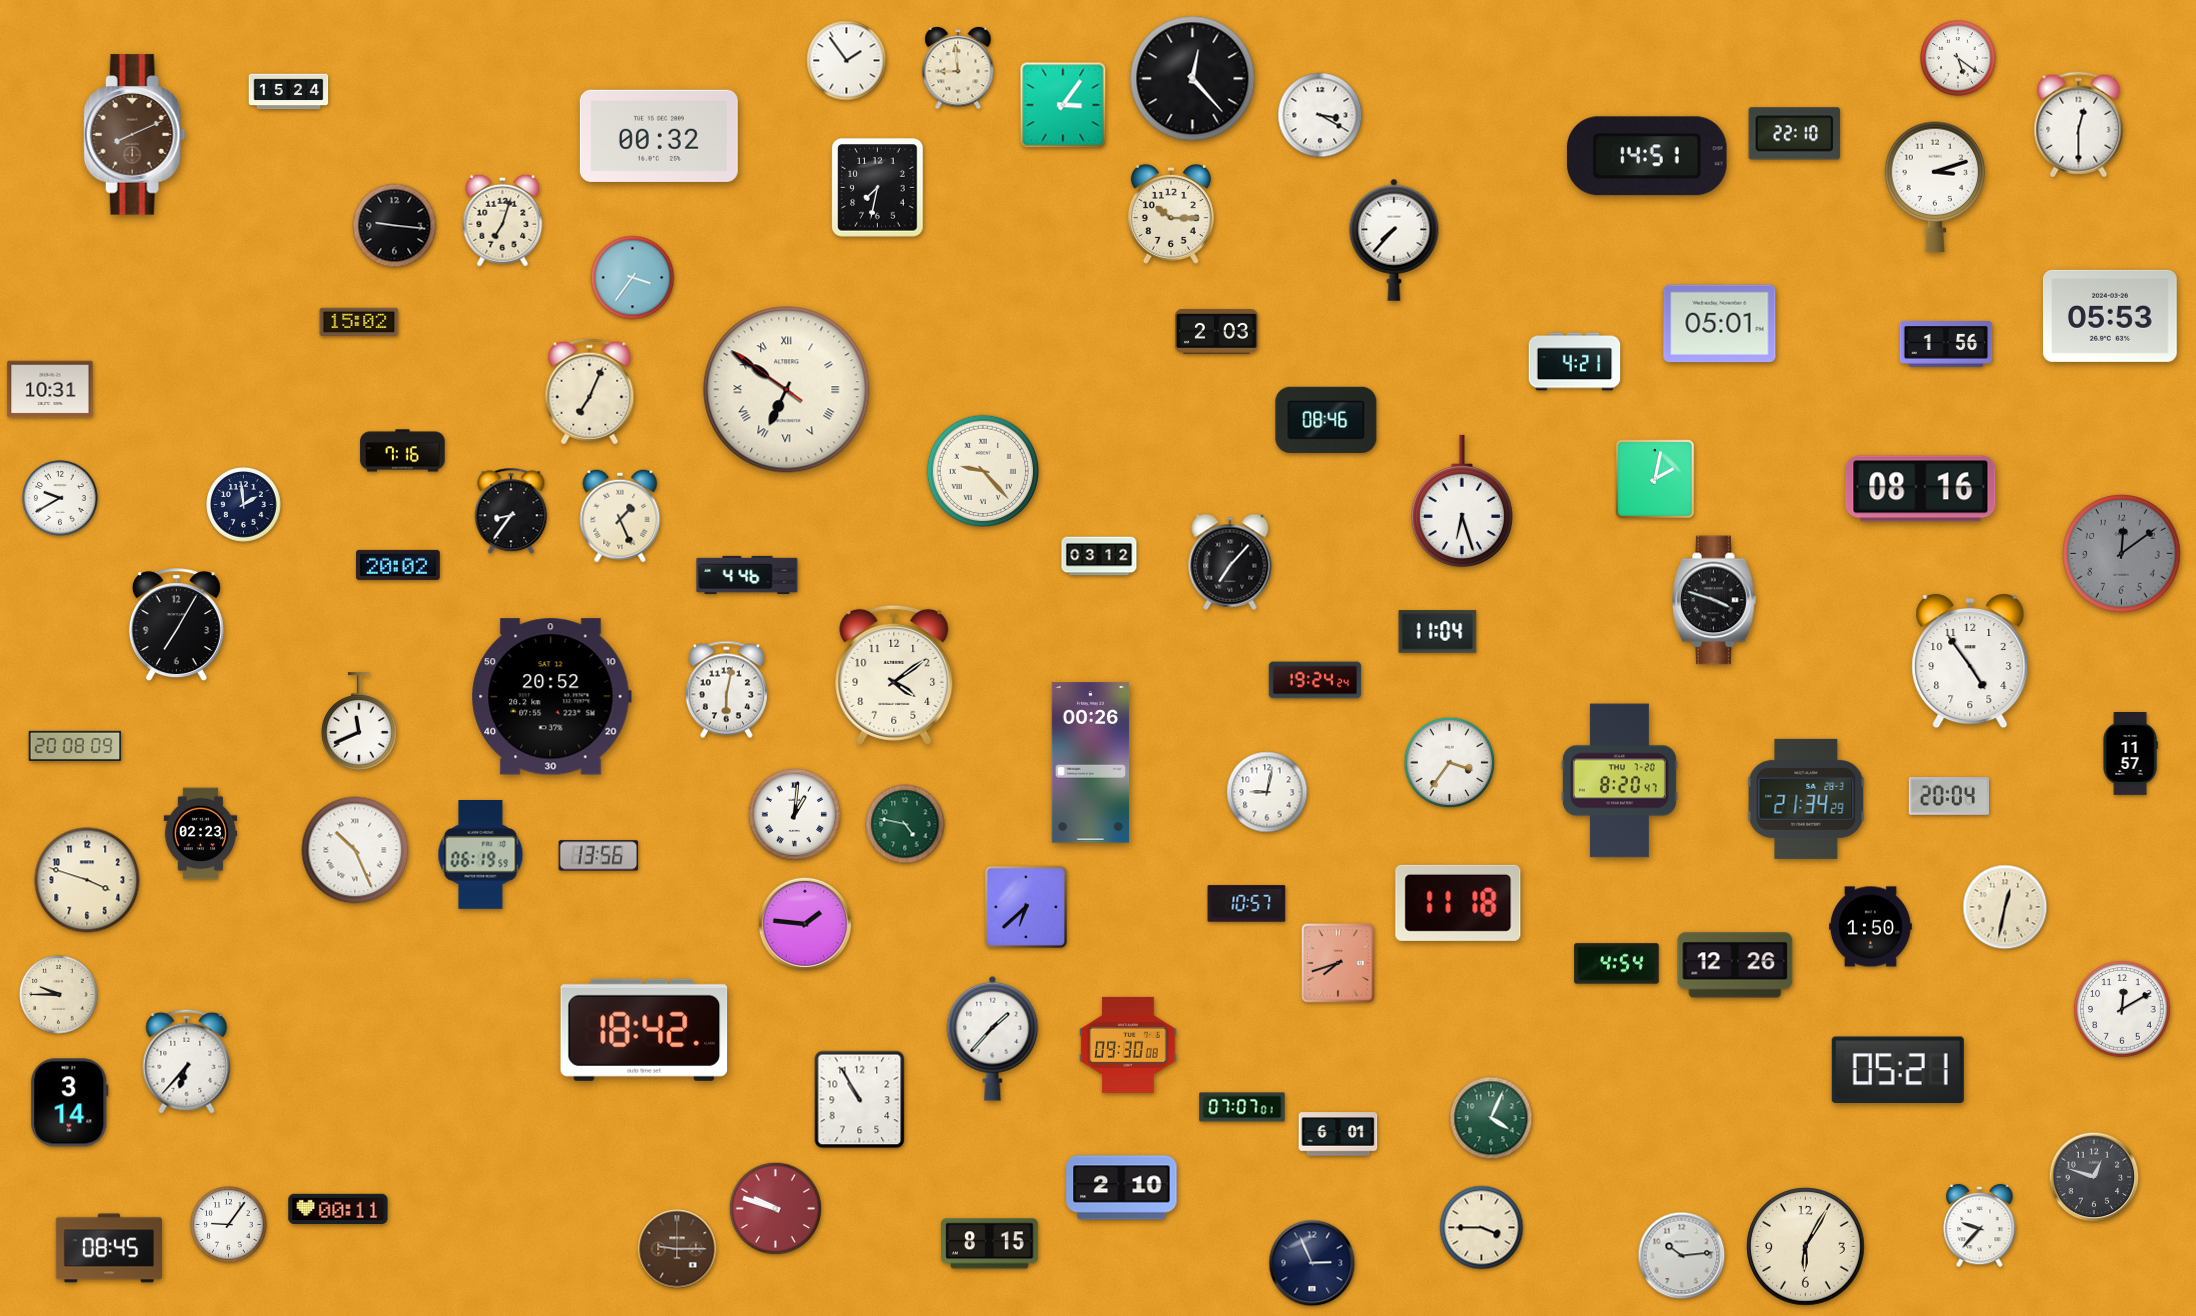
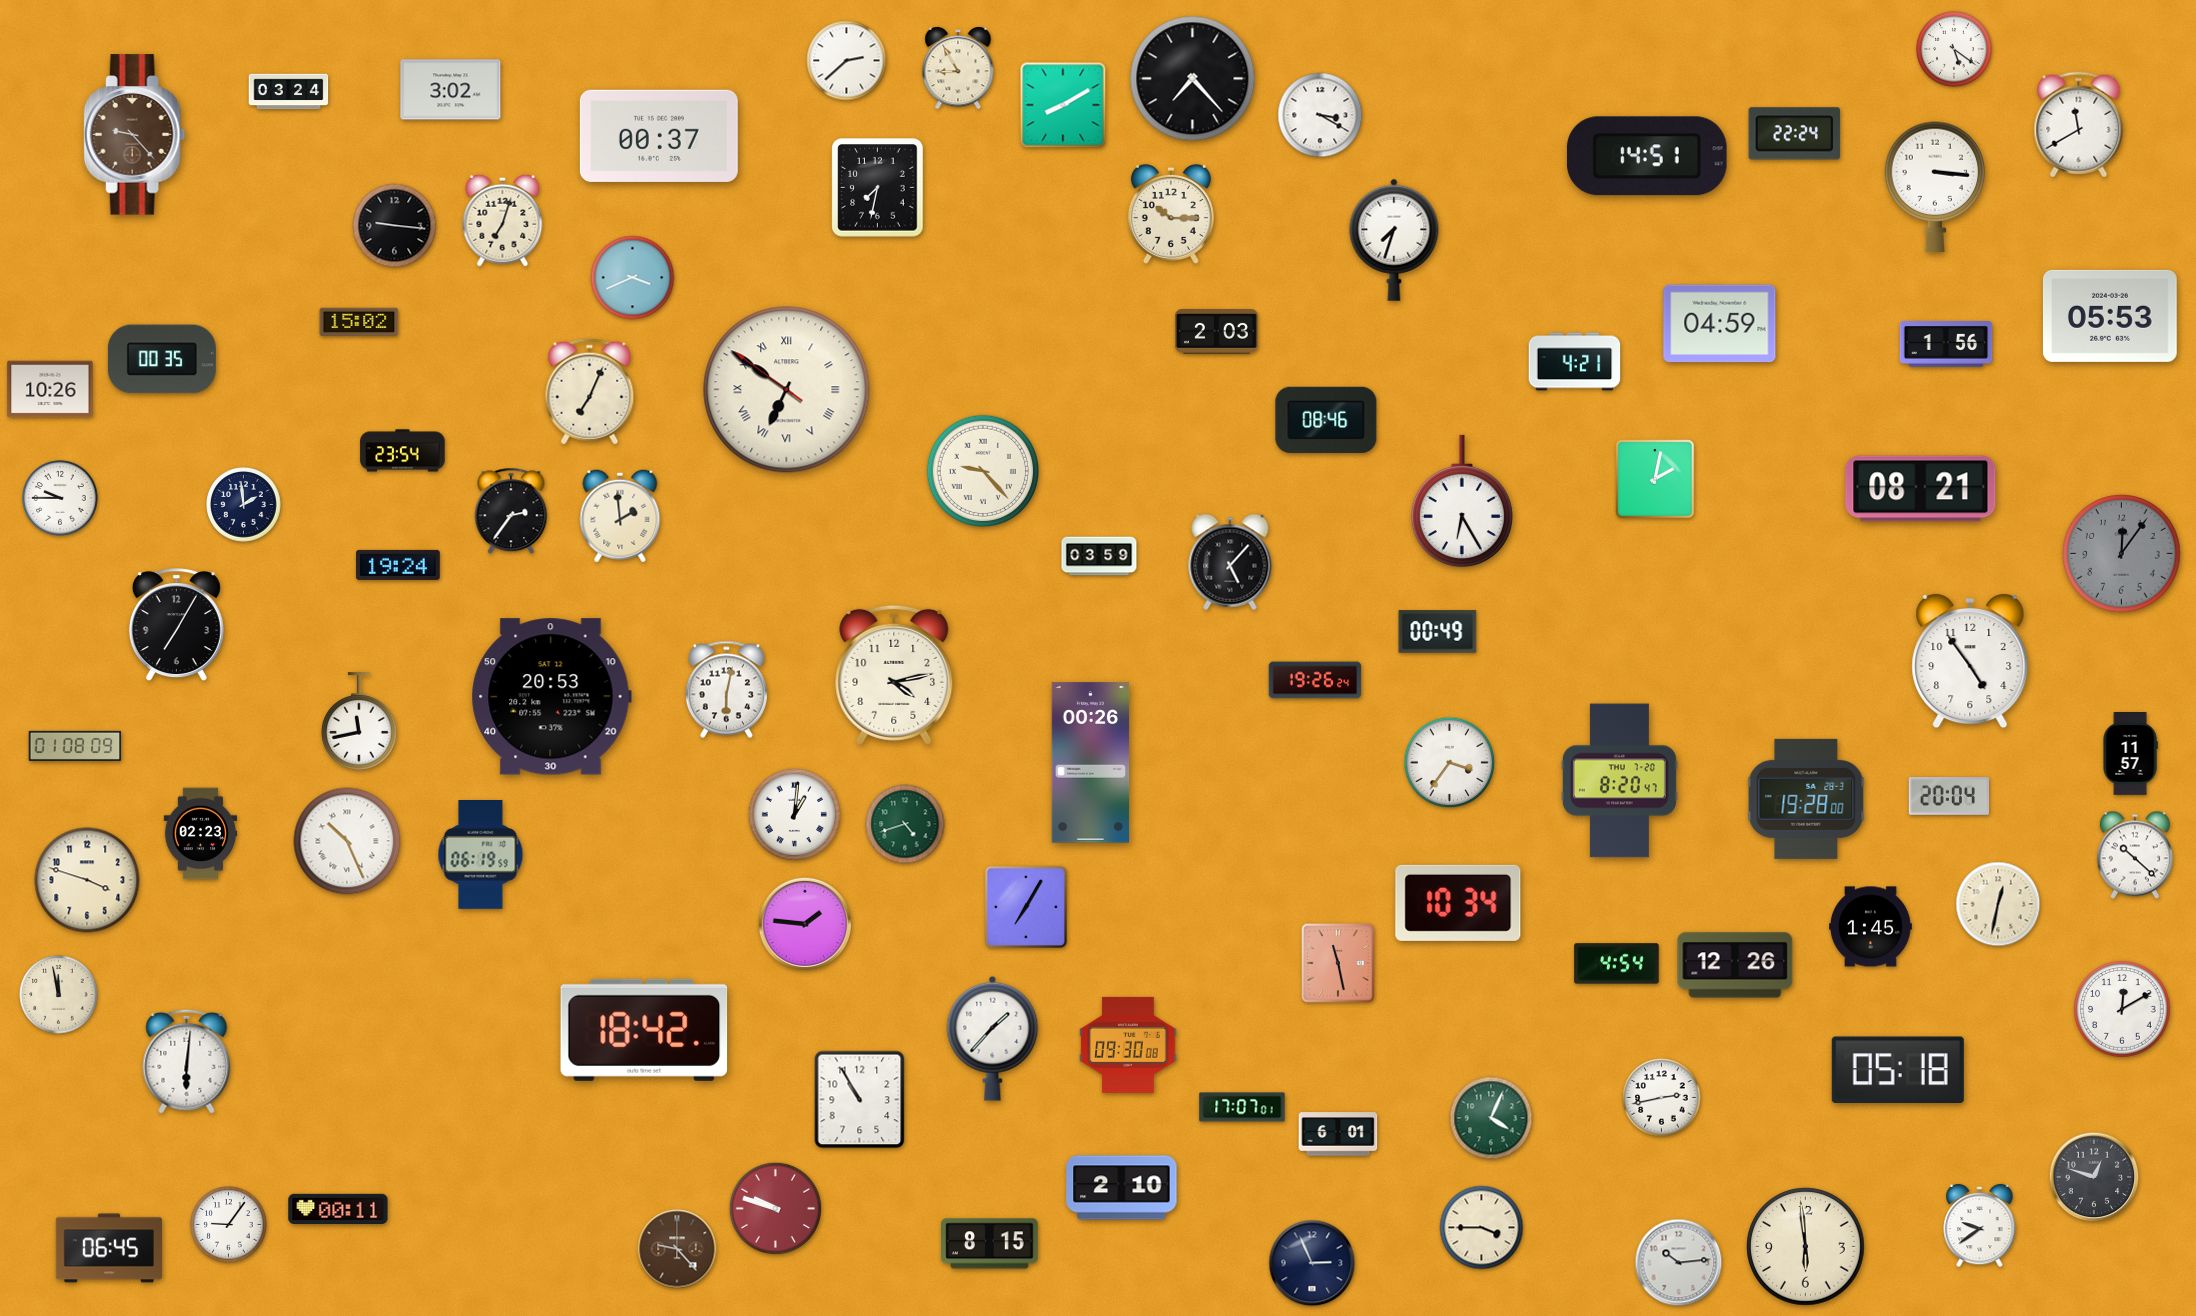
clock at (1958, 58) position: (1958, 58) -> (1954, 49)
clock at (847, 61): 1:54 -> 2:38
clock at (958, 69): 8:59 -> 8:55
clock at (1193, 79): 12:23 -> 7:23
clock at (451, 90): none -> 3:02
clock at (289, 92): 15:24 -> 03:24
clock at (1063, 105): 3:06 -> 8:10
clock at (2079, 125): 12:30 -> 11:40
clock at (1795, 134): 22:10 -> 22:24
clock at (135, 135): 8:11 -> 9:23
clock at (659, 136): 00:32 -> 00:37
clock at (1935, 187): 3:12 -> 3:16
clock at (1394, 240): 7:37 -> 7:33
clock at (633, 278): 3:36 -> 3:41
clock at (1720, 324): 05:01 -> 04:59
clock at (162, 359): none -> 00:35
clock at (50, 389): 10:31 -> 10:26
clock at (403, 451): 7:16 -> 23:54
clock at (1921, 489): 08:16 -> 08:21
clock at (60, 498): 9:40 -> 9:45
clock at (1462, 501): 6:27 -> 6:25
clock at (511, 511): 8:36 -> 2:36
clock at (620, 516): 1:26 -> 1:59
clock at (2122, 554): 12:09 -> 12:06
clock at (1099, 556): 03:12 -> 03:59
clock at (1230, 562): 7:07 -> 5:07
clock at (398, 565): 20:02 -> 19:24
clock at (747, 575): 4:46 -> none
clock at (1715, 600): 3:48 -> none
clock at (1438, 632): 11:04 -> 00:49
clock at (894, 675): 4:09 -> 4:13
clock at (1315, 680): 19:24 -> 19:26
clock at (551, 697): 20:52 -> 20:53
clock at (359, 721): 11:41 -> 11:43
clock at (75, 746): 20:08 -> 01:08
clock at (1267, 792): 9:02 -> none
clock at (1806, 799): 21:34 -> 19:28
clock at (905, 824): 4:47 -> 4:42
clock at (355, 850) position: (355, 850) -> (347, 841)
clock at (2135, 855): none -> 10:22
clock at (599, 856): 13:56 -> none
clock at (1458, 903): 11:18 -> 10:34
clock at (1247, 904): 10:57 -> none
clock at (1026, 907): 6:38 -> 7:05
clock at (2005, 907) position: (2005, 907) -> (1998, 904)
clock at (1871, 927): 1:50 -> 1:45
clock at (1338, 963): 7:42 -> 11:28
clock at (59, 995): 9:45 -> 11:58
clock at (187, 1061): 6:37 -> 6:01
clock at (1898, 1069): 05:21 -> 05:18
clock at (1662, 1098): none -> 2:43
clock at (70, 1103): 3:14 -> none
clock at (1242, 1107): 07:07 -> 17:07
clock at (1980, 1226): 9:37 -> 9:39
clock at (1806, 1247): 6:05 -> 5:59
clock at (109, 1248): 08:45 -> 06:45
clock at (677, 1249): 9:15 -> 9:23
clock at (1682, 1256) position: (1682, 1256) -> (1679, 1263)
